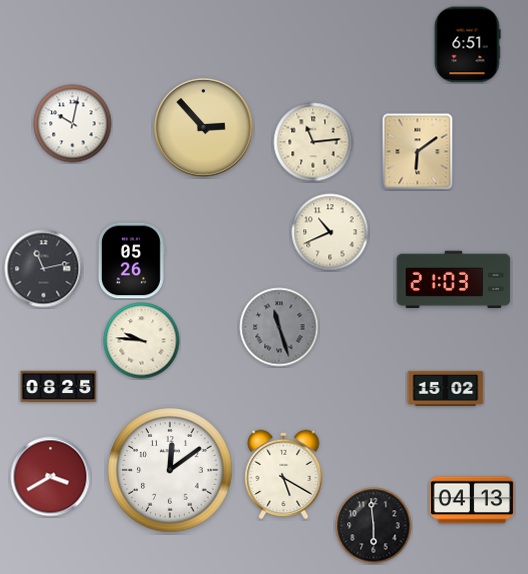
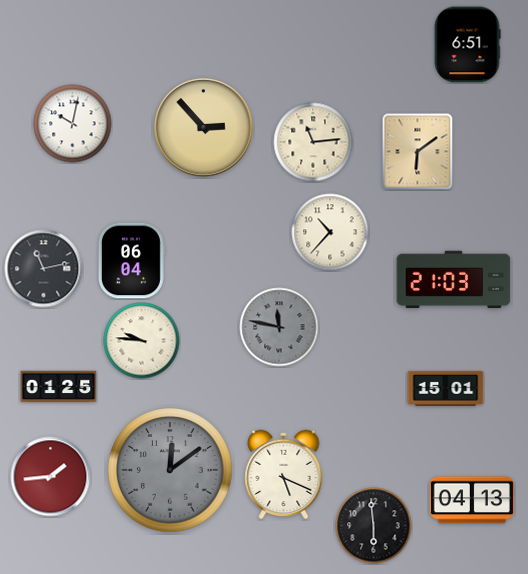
clock at (330, 232): 10:41 -> 10:37
clock at (131, 261): 05:26 -> 06:04
clock at (279, 327): 11:27 -> 11:47
clock at (59, 387): 08:25 -> 01:25
clock at (446, 388): 15:02 -> 15:01
clock at (170, 470) dial: white -> grey
clock at (284, 475): 5:20 -> 5:19
clock at (51, 477): 3:40 -> 1:44
